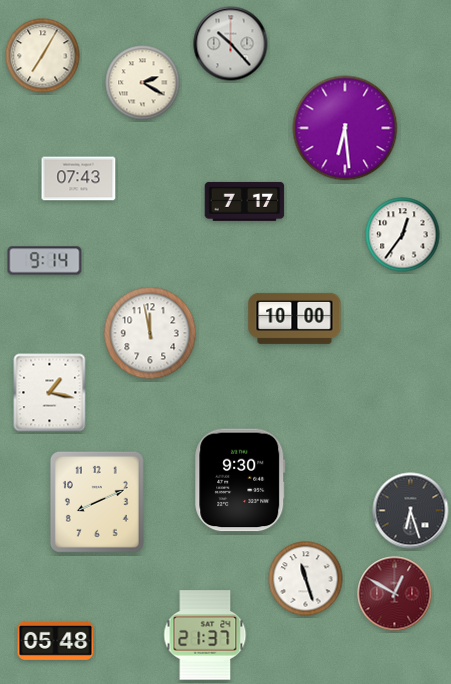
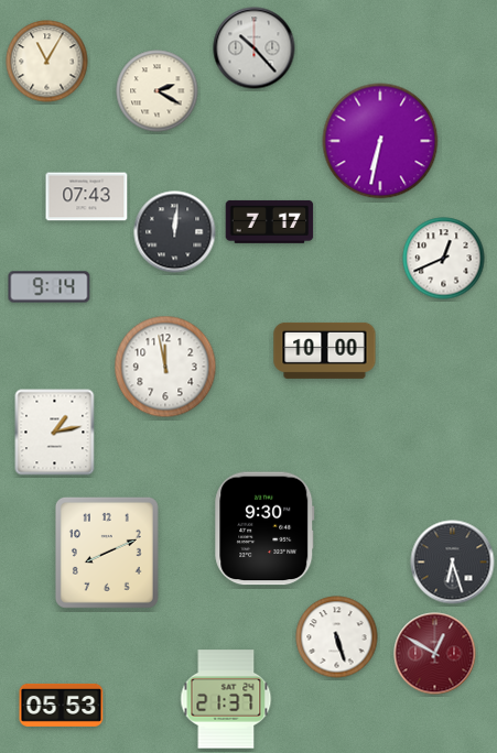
clock at (43, 56): 7:05 -> 11:05
clock at (345, 128): 6:29 -> 6:32
clock at (175, 232): none -> 12:01
clock at (403, 235): 12:36 -> 12:41
clock at (50, 393): 1:17 -> 1:13
clock at (306, 579): 11:27 -> 5:27
clock at (56, 640): 05:48 -> 05:53
